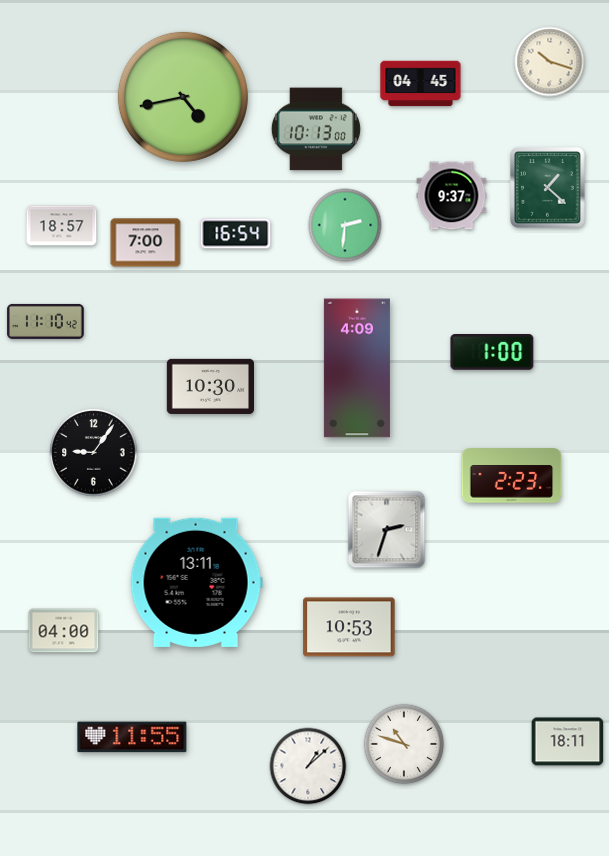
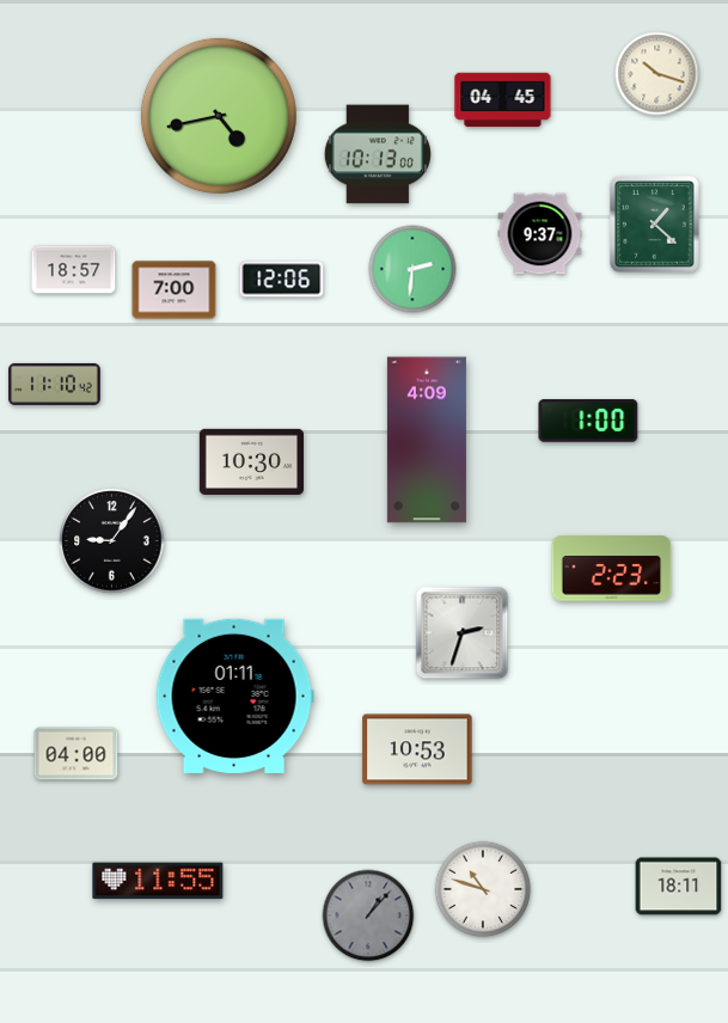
clock at (236, 234): 16:54 -> 12:06
clock at (196, 582): 13:11 -> 01:11
clock at (308, 766): 1:08 -> 1:07
clock at (308, 766) dial: white -> grey
